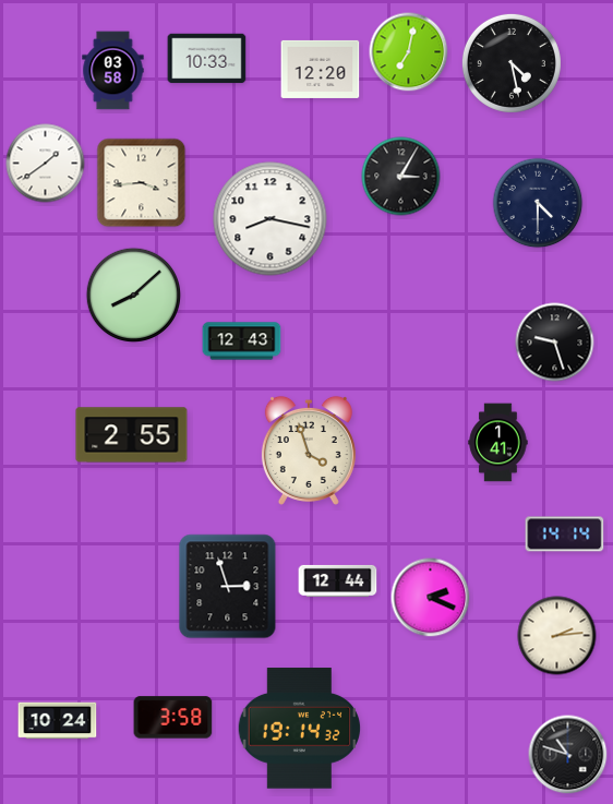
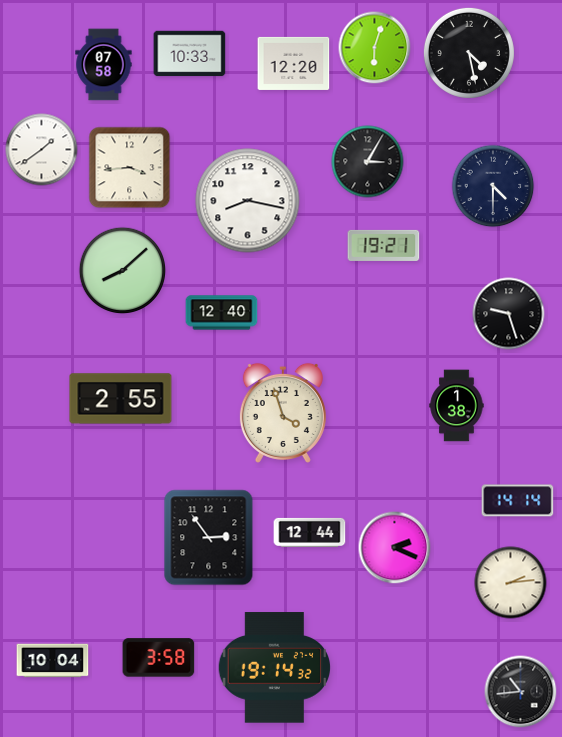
clock at (409, 52): 7:02 -> 6:03
clock at (512, 63) position: (512, 63) -> (469, 53)
clock at (113, 71): 03:58 -> 07:58
clock at (384, 245): none -> 19:21
clock at (242, 341): 12:43 -> 12:40
clock at (498, 443): 1:41 -> 1:38
clock at (565, 535) position: (565, 535) -> (518, 501)
clock at (228, 587): 2:57 -> 2:54
clock at (58, 721): 10:24 -> 10:04
clock at (568, 755): 10:48 -> 10:44
